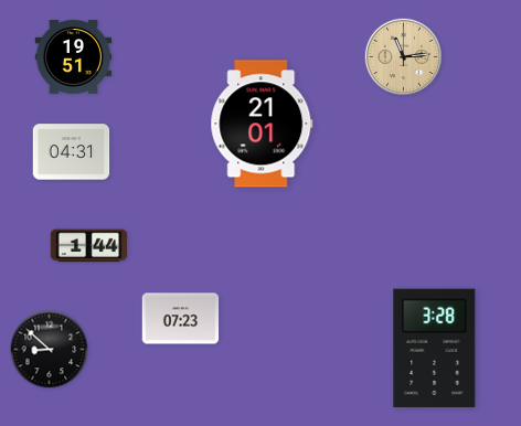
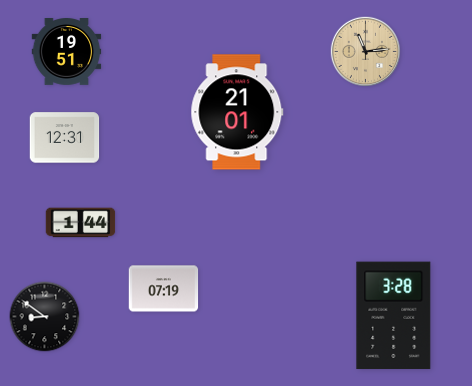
clock at (72, 152): 04:31 -> 12:31
clock at (181, 319): 07:23 -> 07:19
clock at (50, 350): 8:52 -> 8:51
